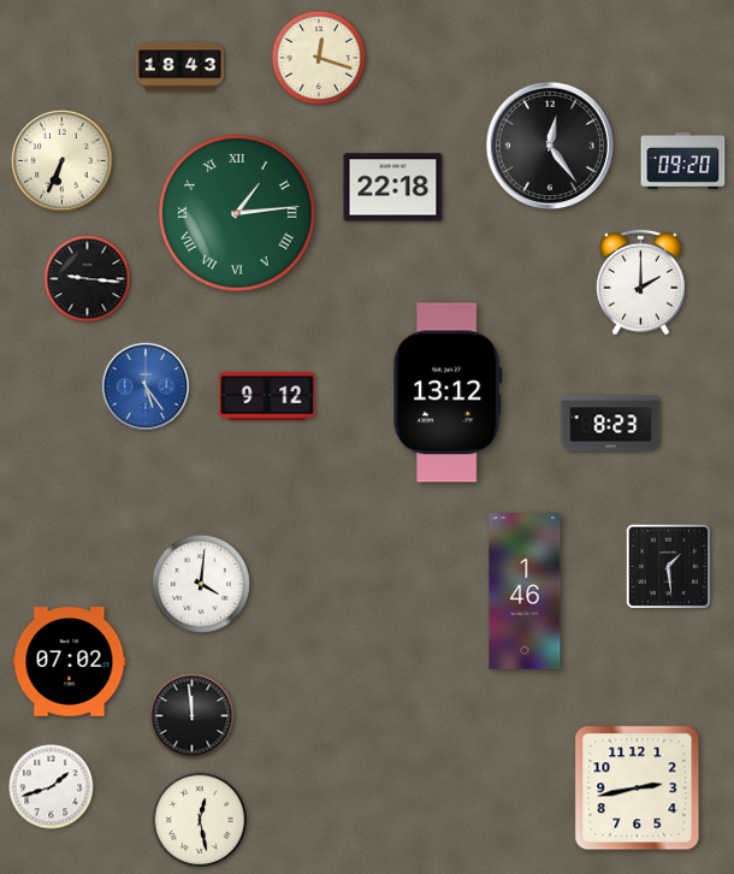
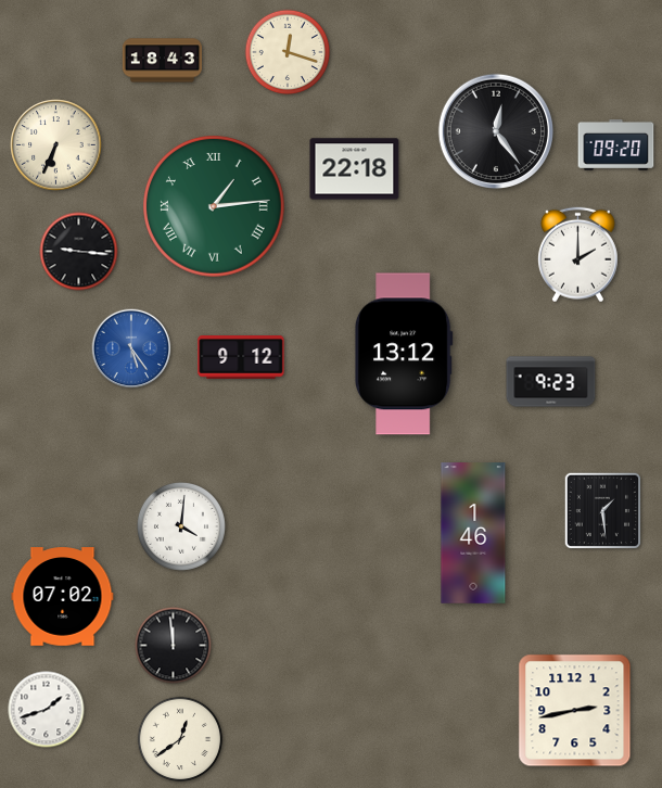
clock at (238, 214) position: (238, 214) -> (215, 207)
clock at (611, 424): 8:23 -> 9:23
clock at (200, 820): 12:28 -> 12:39
